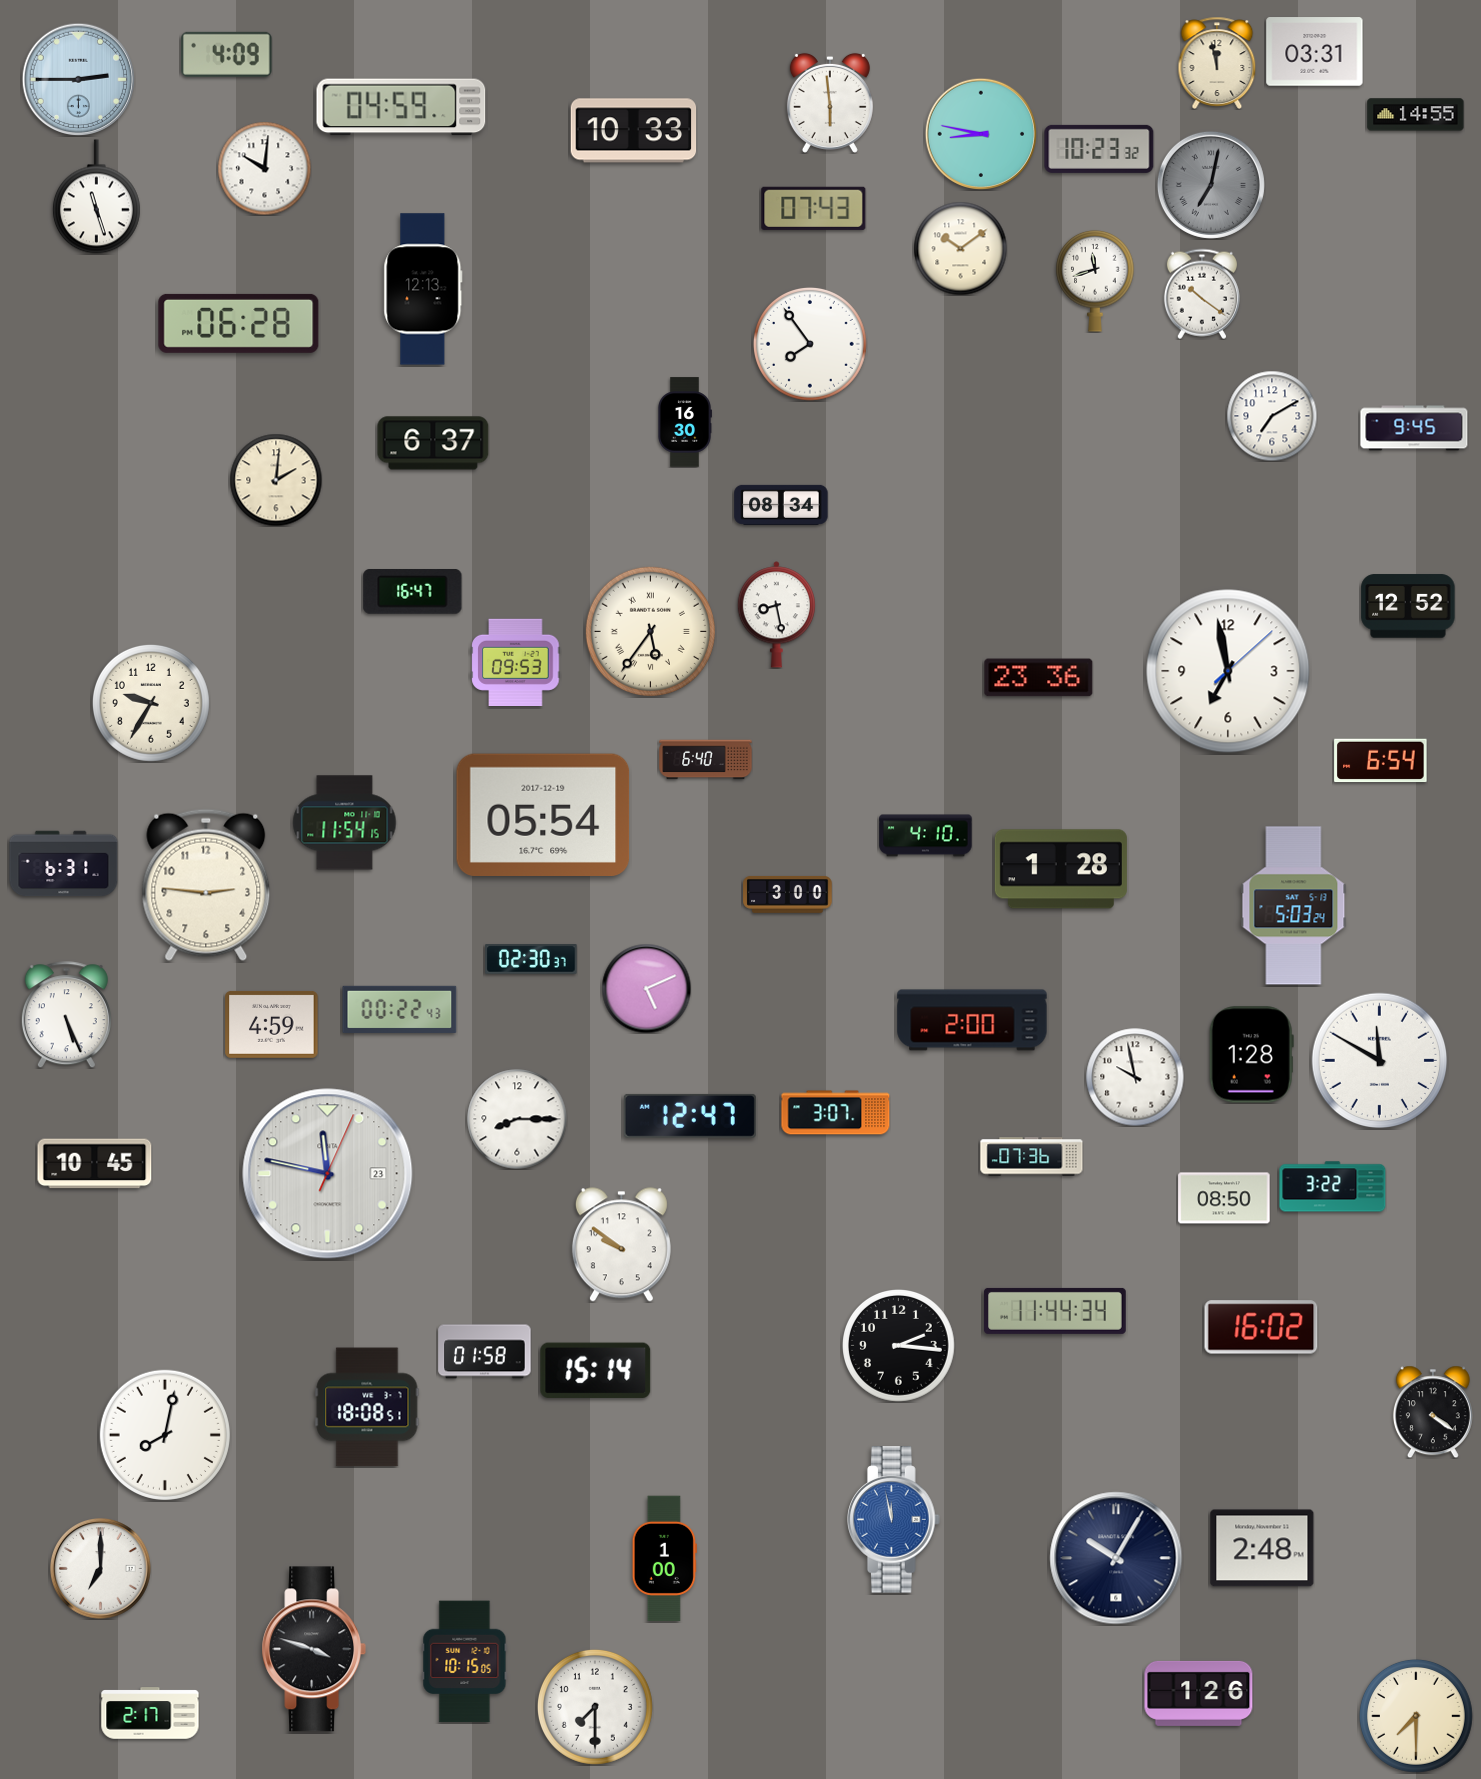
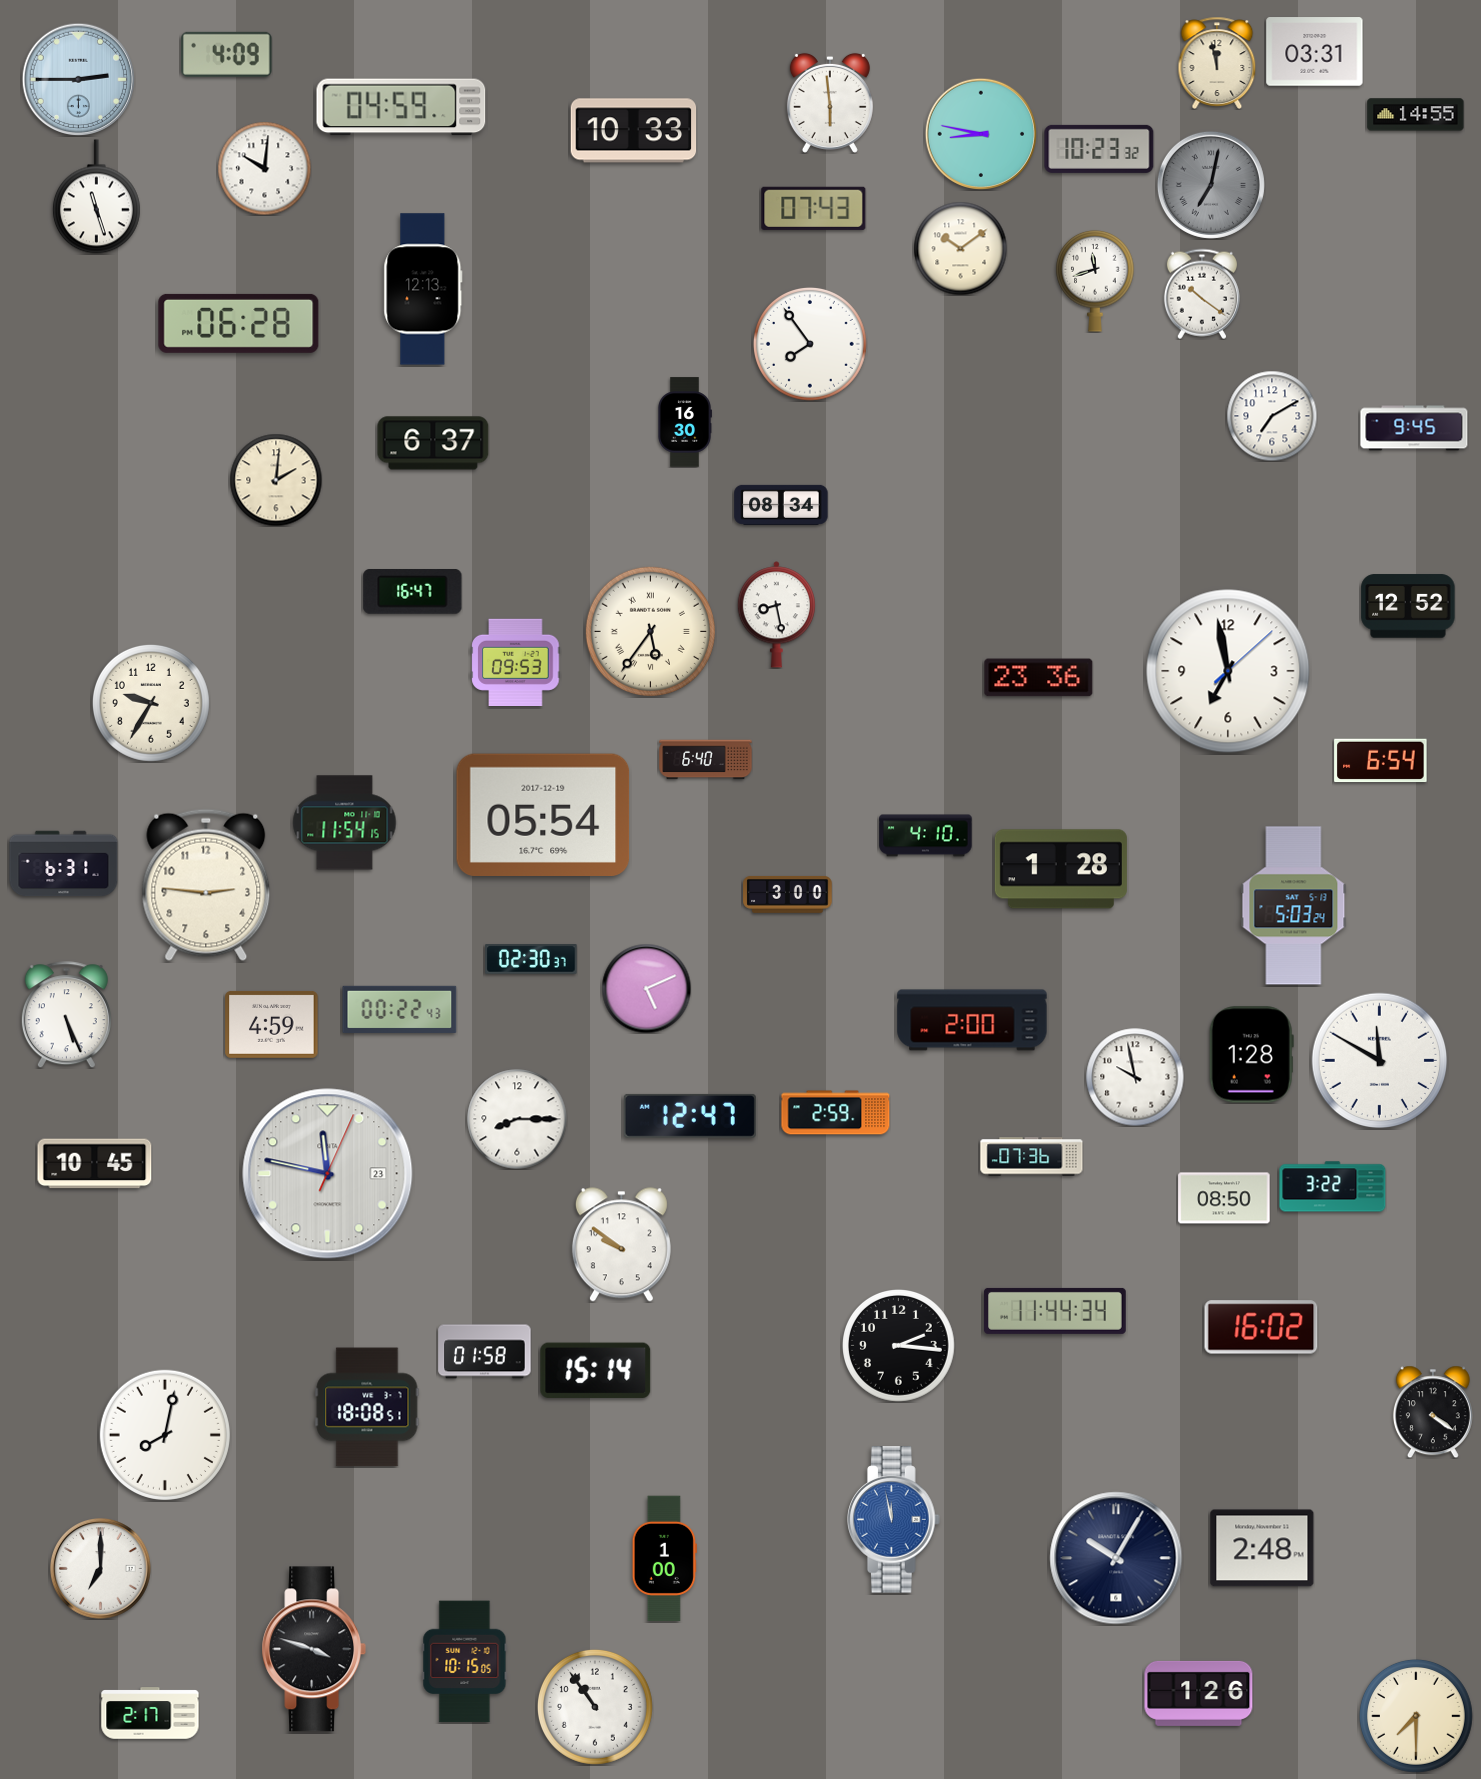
clock at (836, 1113): 3:07 -> 2:59
clock at (595, 1707): 7:30 -> 10:54
